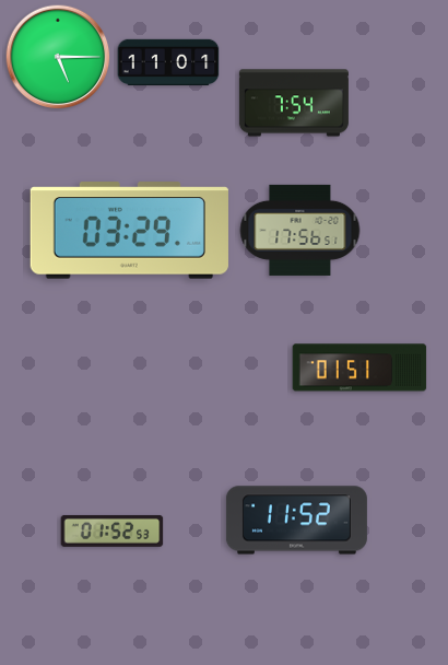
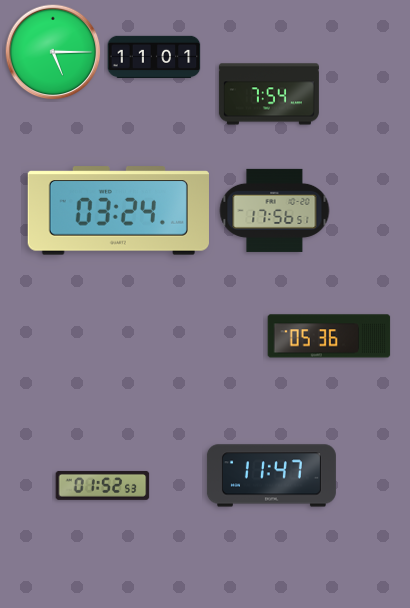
clock at (129, 231): 03:29 -> 03:24
clock at (359, 367): 01:51 -> 05:36
clock at (296, 521): 11:52 -> 11:47
